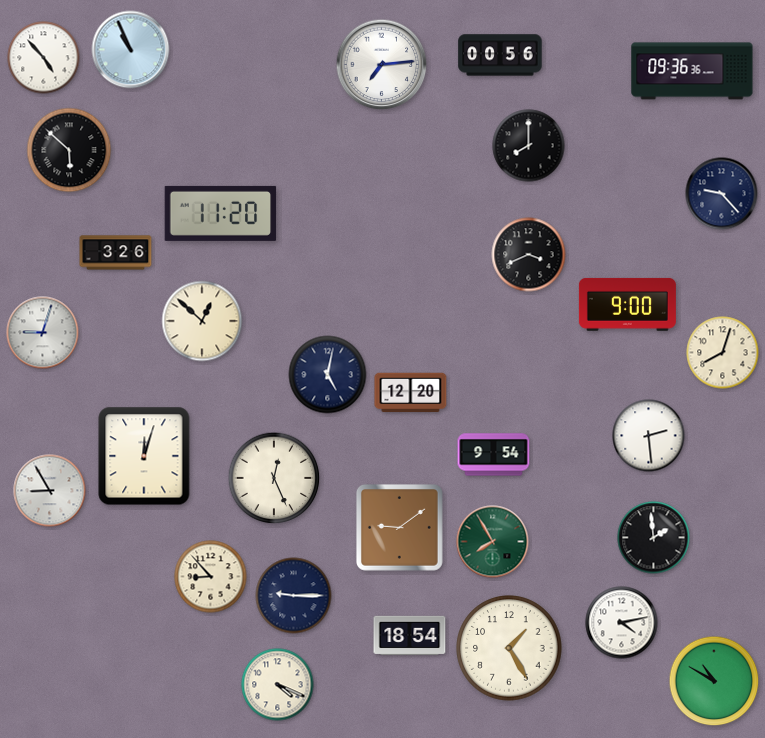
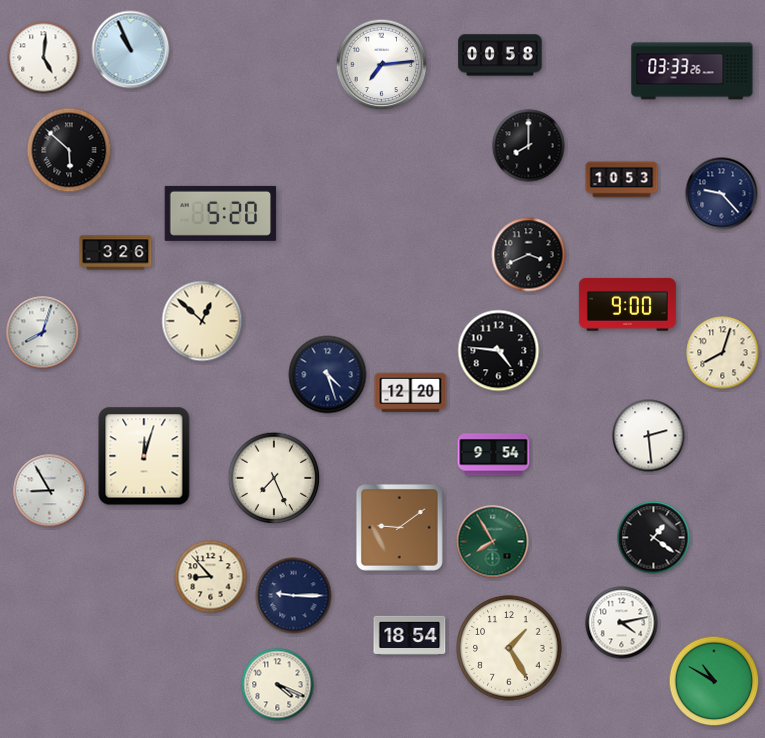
clock at (500, 55): 00:56 -> 00:58
clock at (44, 58): 4:53 -> 5:01
clock at (692, 71): 09:36 -> 03:33
clock at (622, 180): none -> 10:53
clock at (221, 213): 11:20 -> 5:20
clock at (43, 333): 9:03 -> 8:03
clock at (499, 351): none -> 4:46
clock at (328, 375): 5:02 -> 4:27
clock at (274, 478): 12:26 -> 7:26
clock at (654, 538): 1:59 -> 1:21
